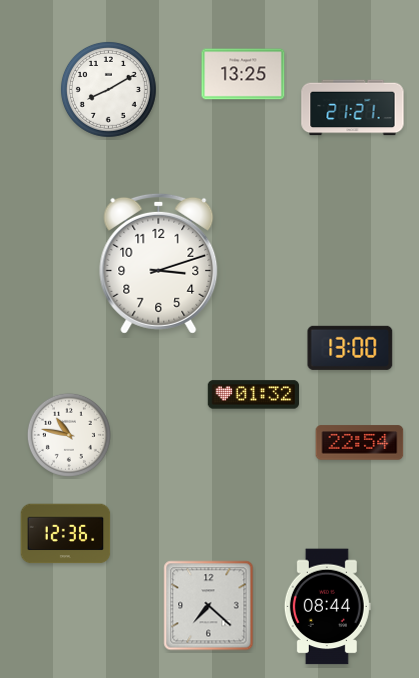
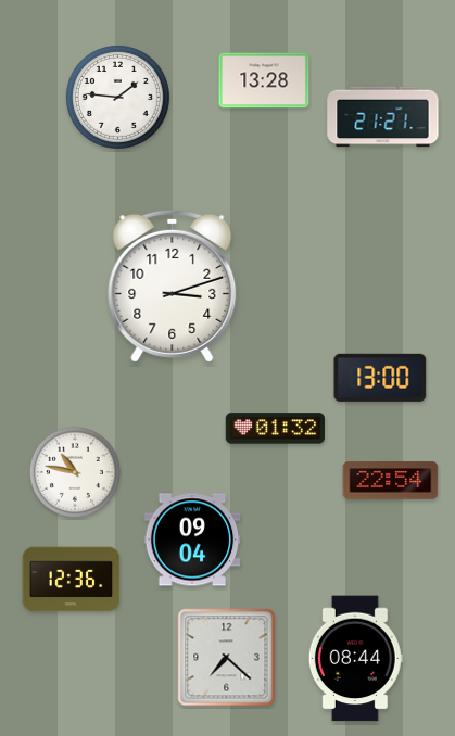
clock at (243, 74): 13:25 -> 13:28
clock at (108, 89): 8:10 -> 1:46
clock at (192, 540): none -> 09:04
